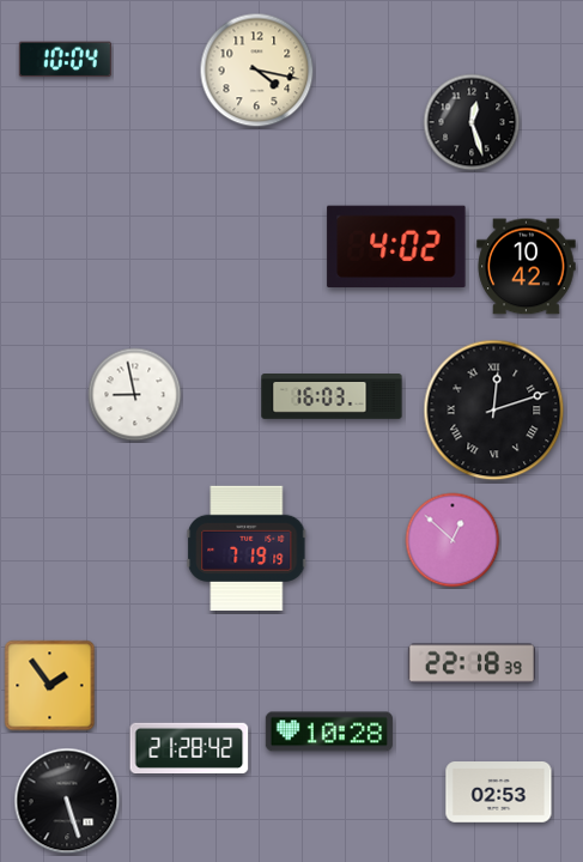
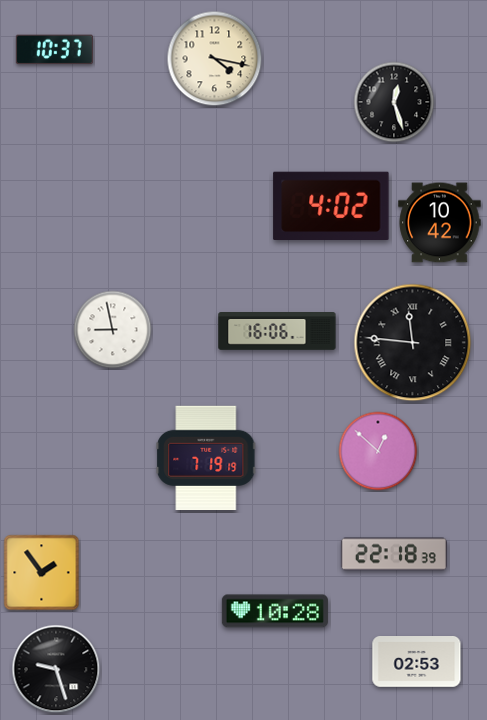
clock at (65, 60): 10:04 -> 10:37
clock at (332, 397): 16:03 -> 16:06
clock at (494, 411): 12:12 -> 11:46
clock at (189, 747): 21:28 -> none
clock at (67, 801): 5:27 -> 9:27
